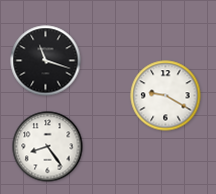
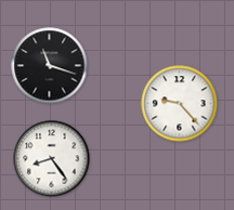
clock at (166, 96): 9:20 -> 9:23
